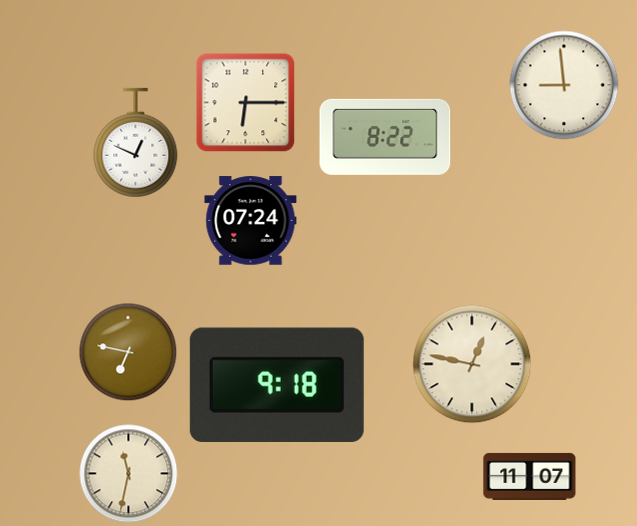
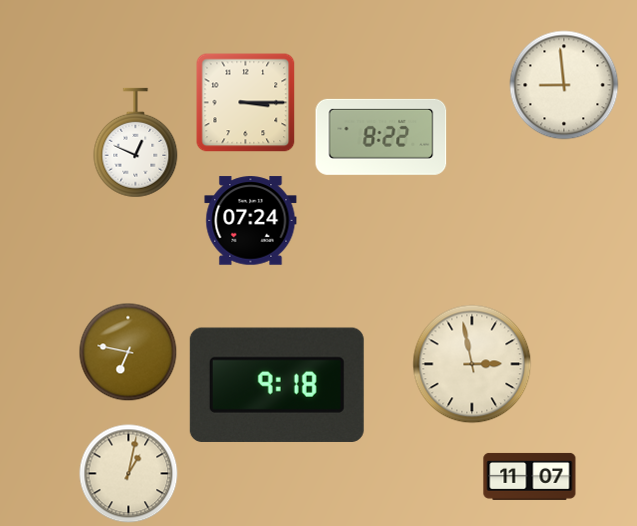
clock at (246, 103): 6:15 -> 3:15
clock at (385, 137) position: (385, 137) -> (381, 137)
clock at (472, 364): 12:47 -> 2:58
clock at (129, 474): 11:32 -> 1:02
